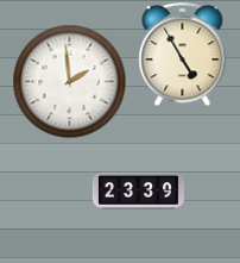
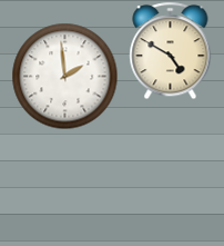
clock at (183, 54): 4:55 -> 4:50
clock at (138, 190): 23:39 -> none
